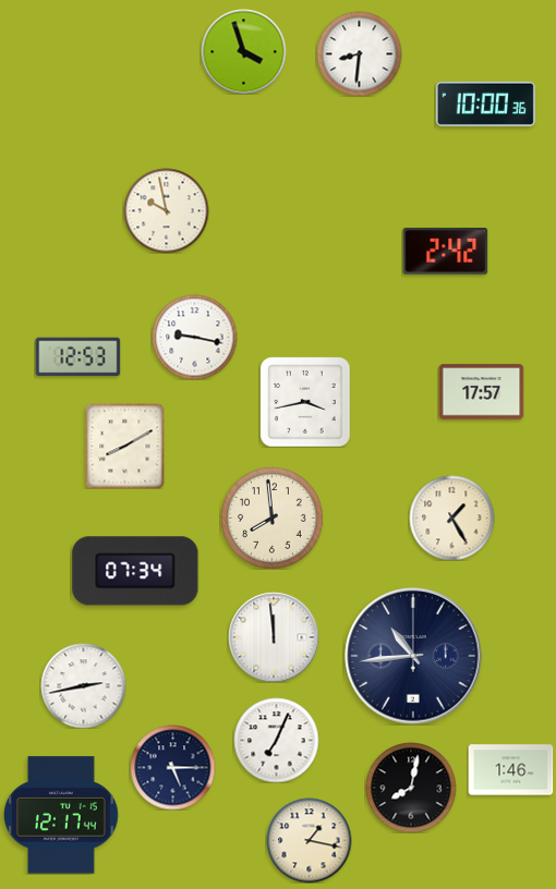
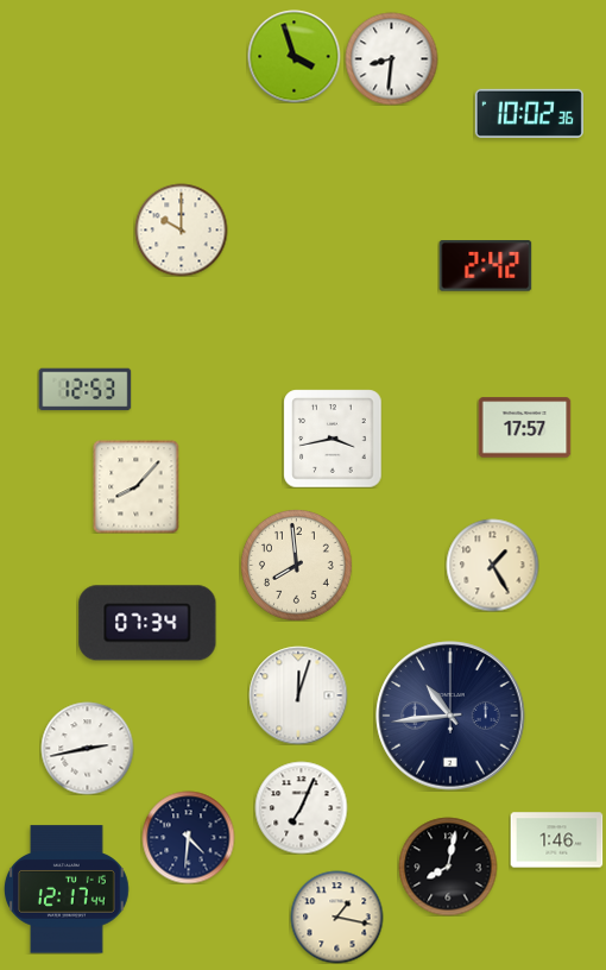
clock at (243, 51) position: (243, 51) -> (293, 56)
clock at (485, 103): 10:00 -> 10:02
clock at (166, 210): 9:58 -> 10:00
clock at (445, 252) position: (445, 252) -> (485, 266)
clock at (194, 337): 9:17 -> none
clock at (125, 446): 8:10 -> 8:07
clock at (274, 637): 11:59 -> 12:03
clock at (83, 685) position: (83, 685) -> (87, 748)
clock at (172, 767): 5:15 -> 4:31
clock at (411, 788) position: (411, 788) -> (448, 867)
